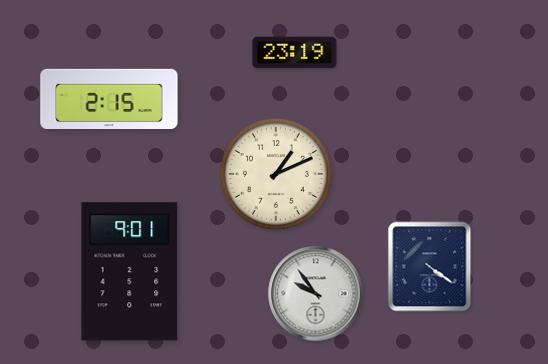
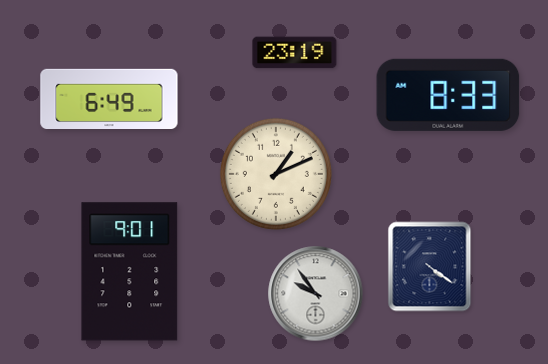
clock at (448, 95): none -> 8:33
clock at (109, 99): 2:15 -> 6:49
